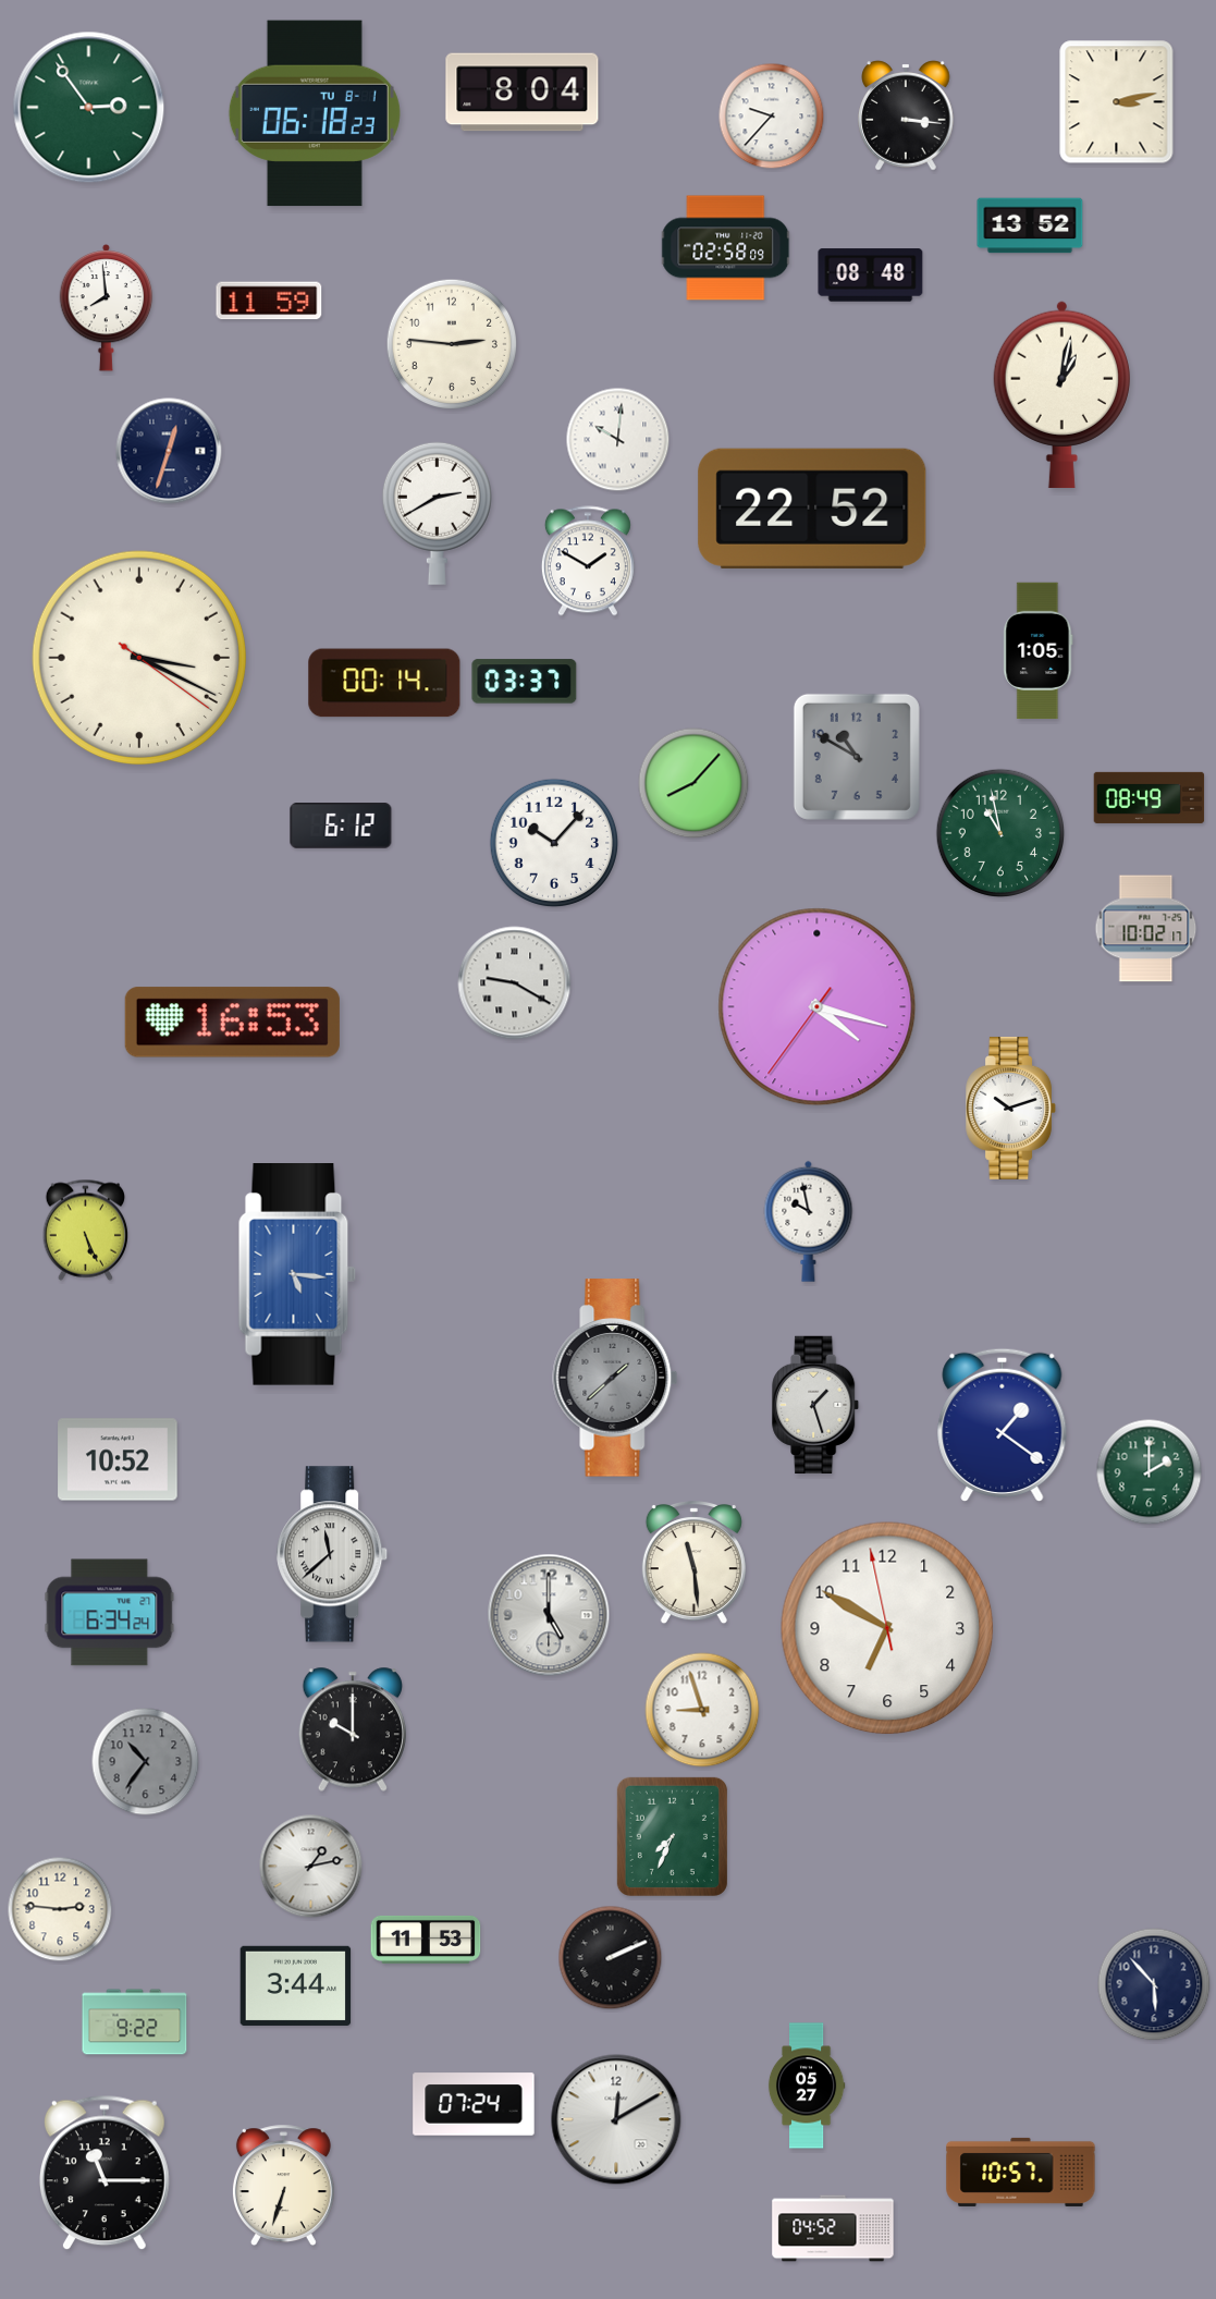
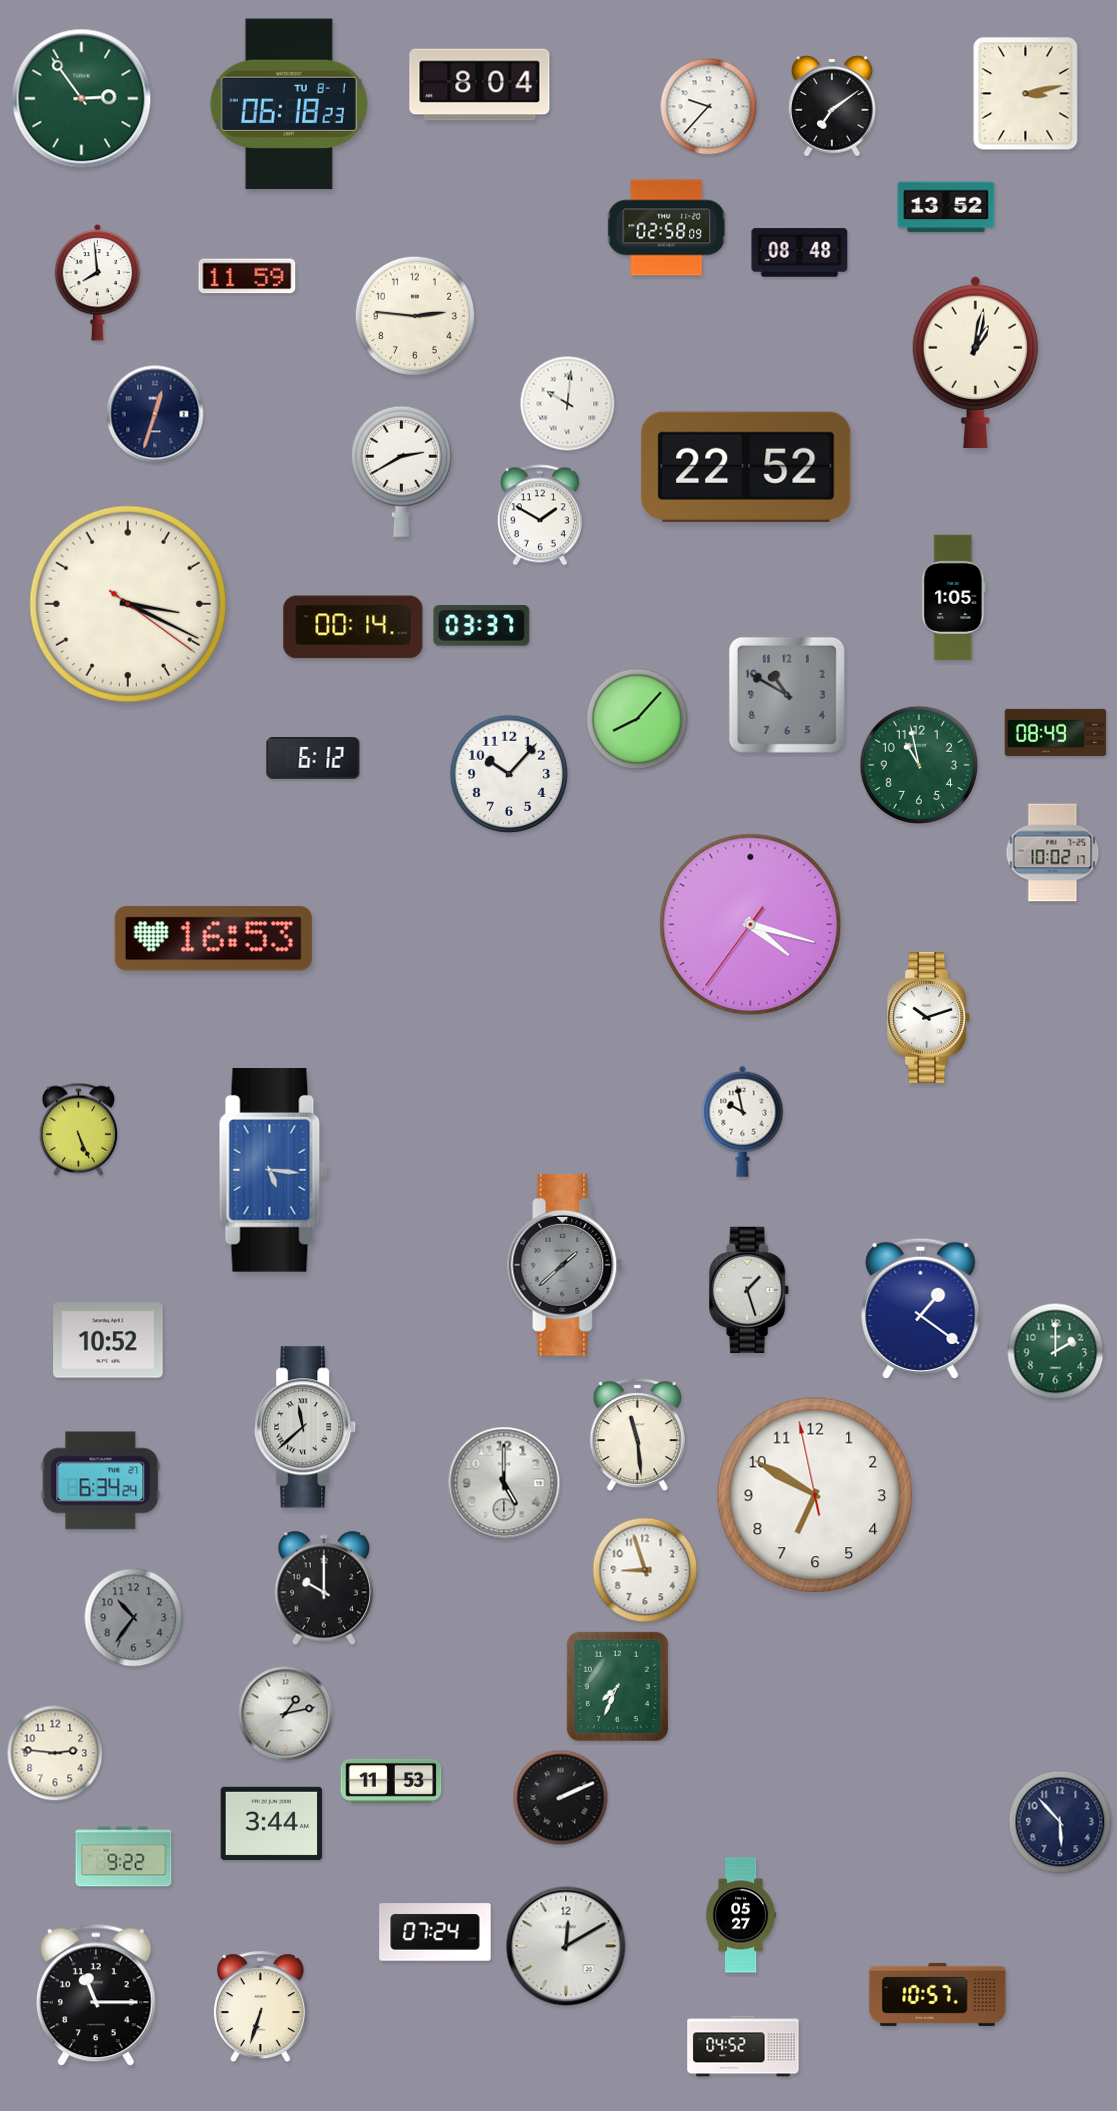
clock at (906, 115): 3:16 -> 7:09
clock at (515, 983): 9:20 -> none
clock at (833, 2228) position: (833, 2228) -> (743, 2046)
